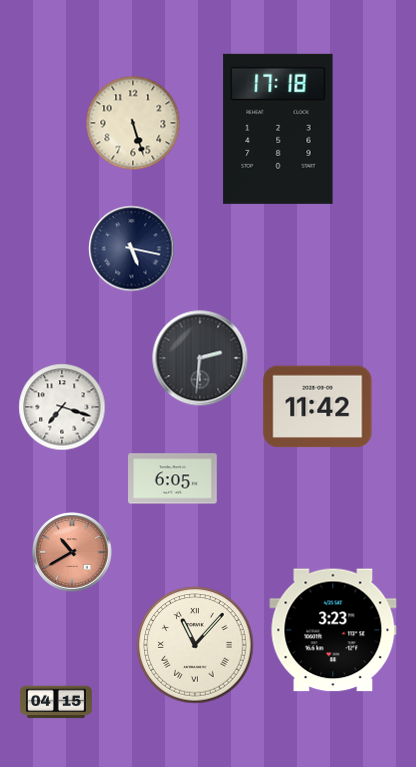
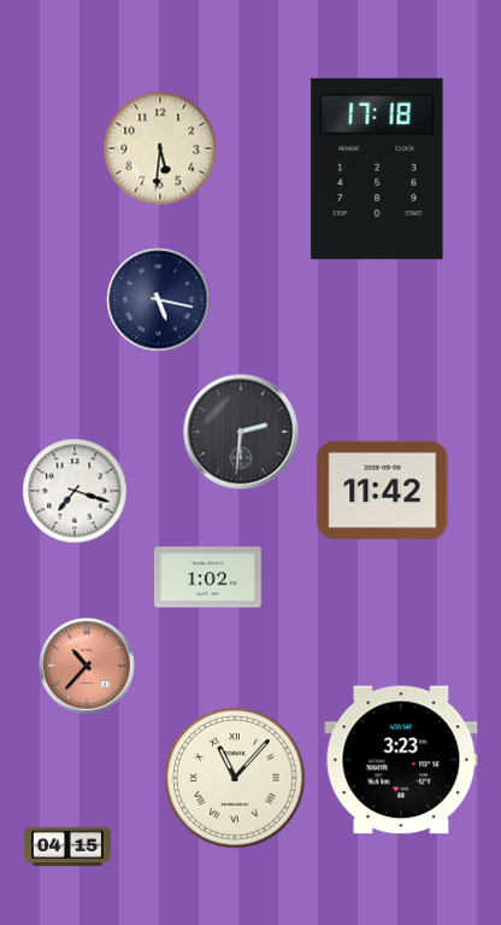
clock at (133, 123): 5:27 -> 5:31
clock at (278, 129) position: (278, 129) -> (377, 169)
clock at (173, 479): 6:05 -> 1:02
clock at (72, 552): 10:40 -> 10:37
